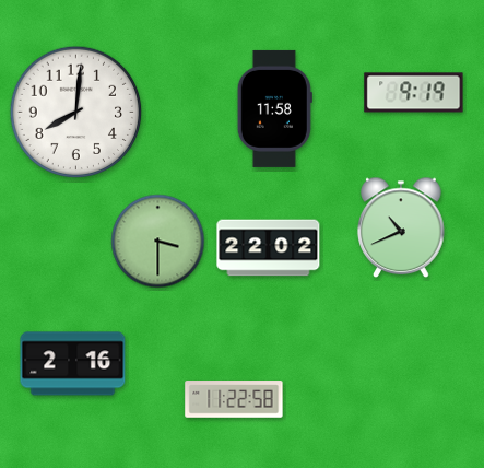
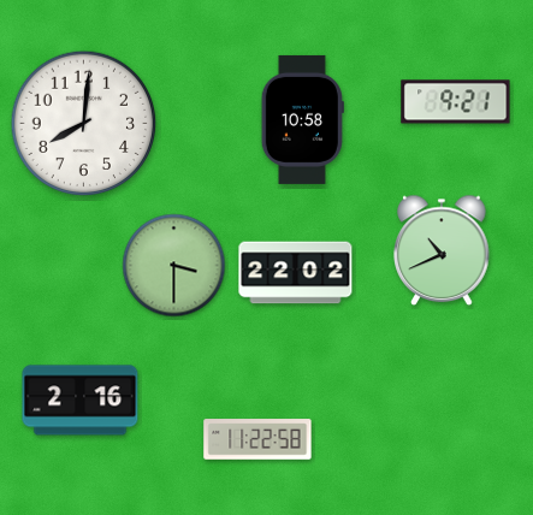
clock at (414, 93): 9:19 -> 9:21
clock at (274, 108): 11:58 -> 10:58
